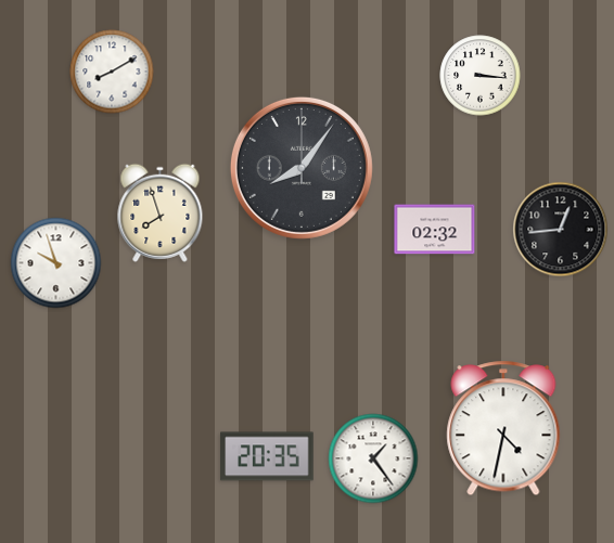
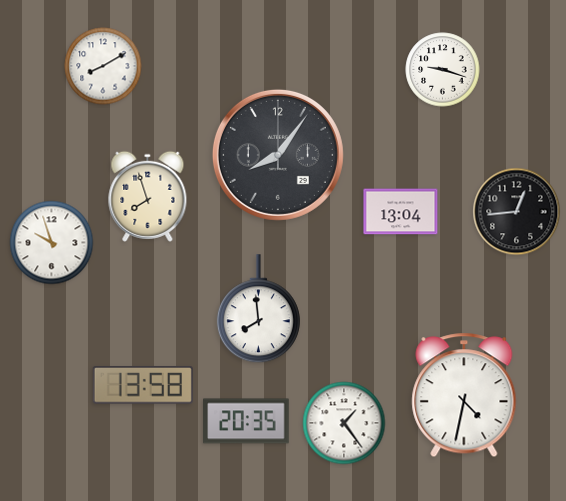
clock at (481, 76): 3:16 -> 9:18
clock at (435, 230): 02:32 -> 13:04
clock at (258, 309): none -> 7:59
clock at (143, 386): none -> 13:58
